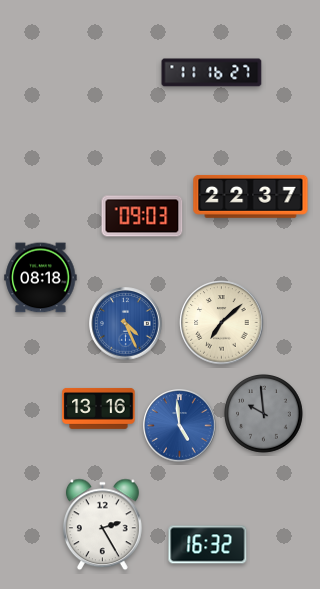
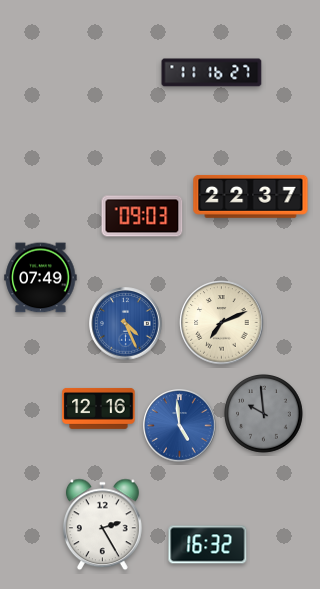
clock at (41, 278): 08:18 -> 07:49
clock at (222, 323): 7:08 -> 7:11
clock at (99, 408): 13:16 -> 12:16
